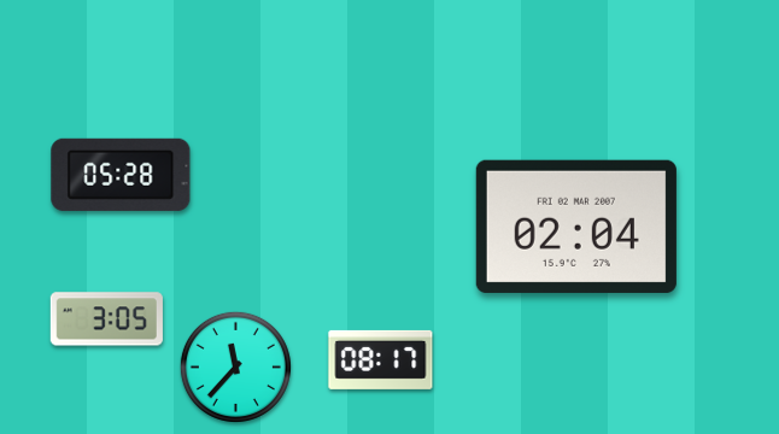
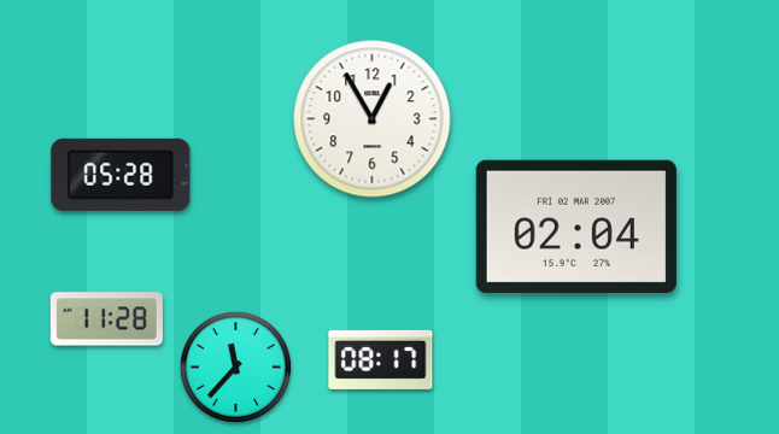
clock at (373, 119): none -> 12:55
clock at (106, 319): 3:05 -> 11:28
